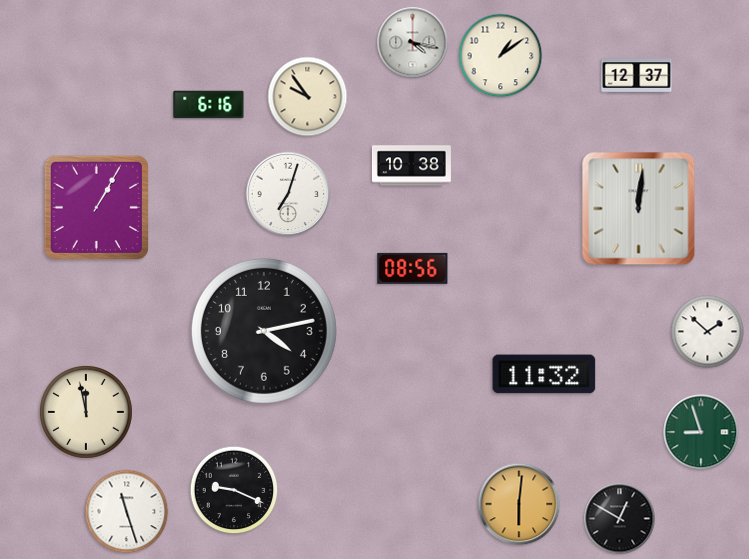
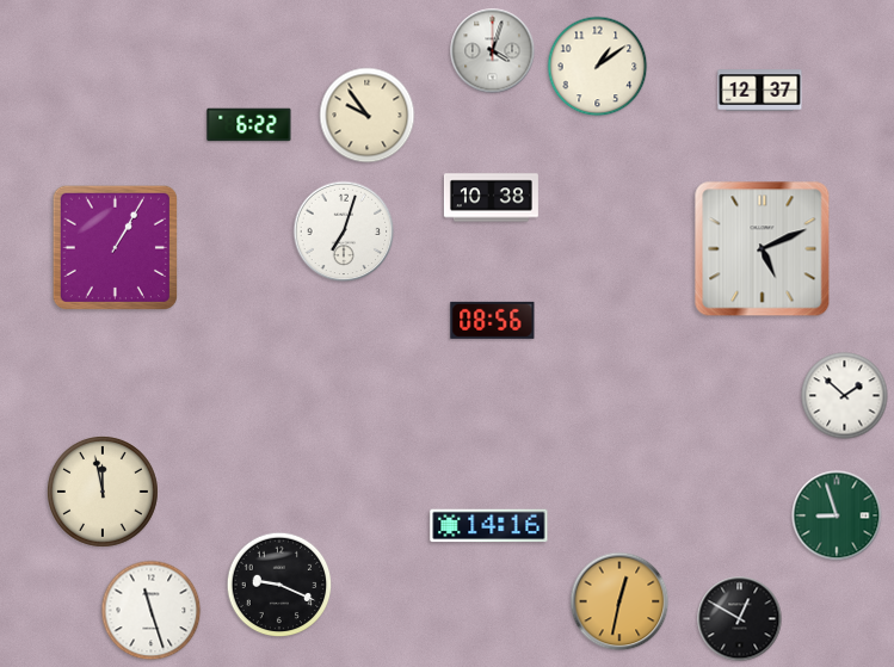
clock at (413, 43): 4:17 -> 4:03
clock at (209, 105): 6:16 -> 6:22
clock at (639, 209): 12:01 -> 5:11
clock at (264, 331): 4:13 -> none
clock at (544, 374): 11:32 -> none
clock at (489, 526): none -> 14:16
clock at (519, 504): 6:01 -> 12:32
